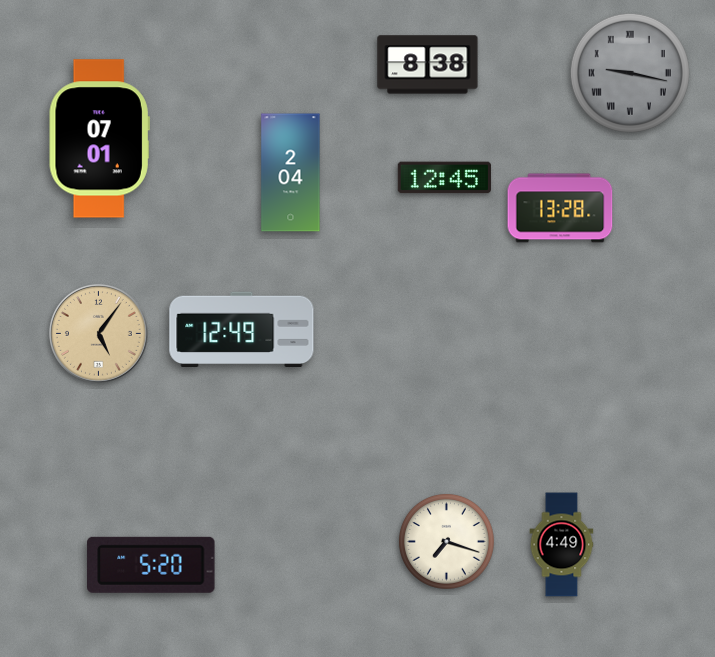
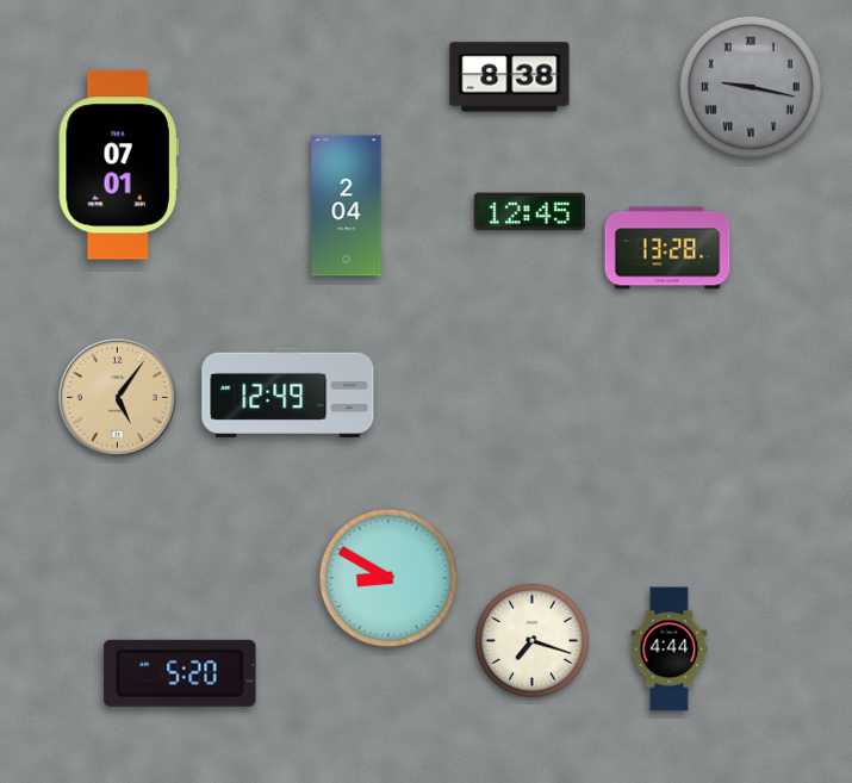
clock at (388, 578): none -> 8:50
clock at (446, 541) position: (446, 541) -> (531, 640)
clock at (562, 545): 4:49 -> 4:44
